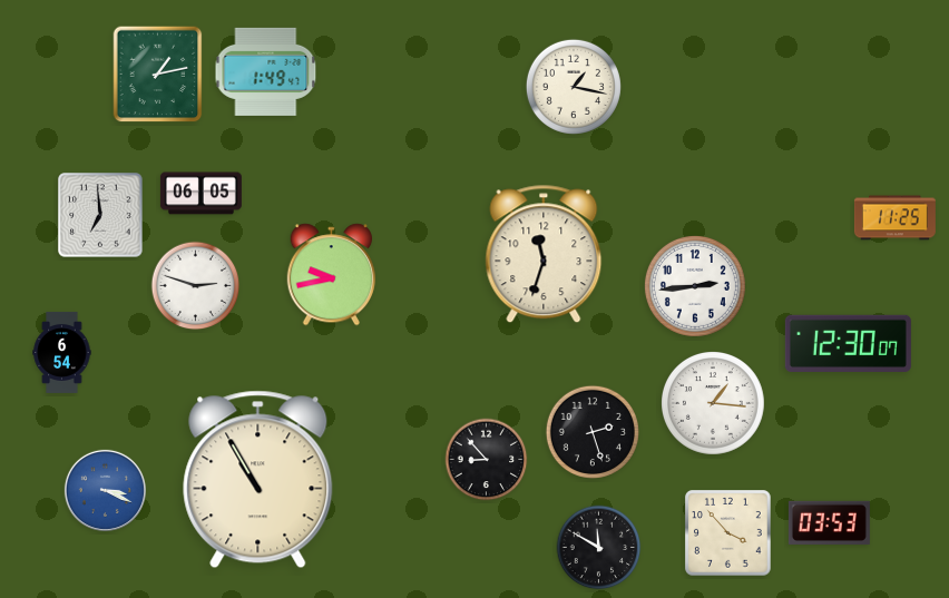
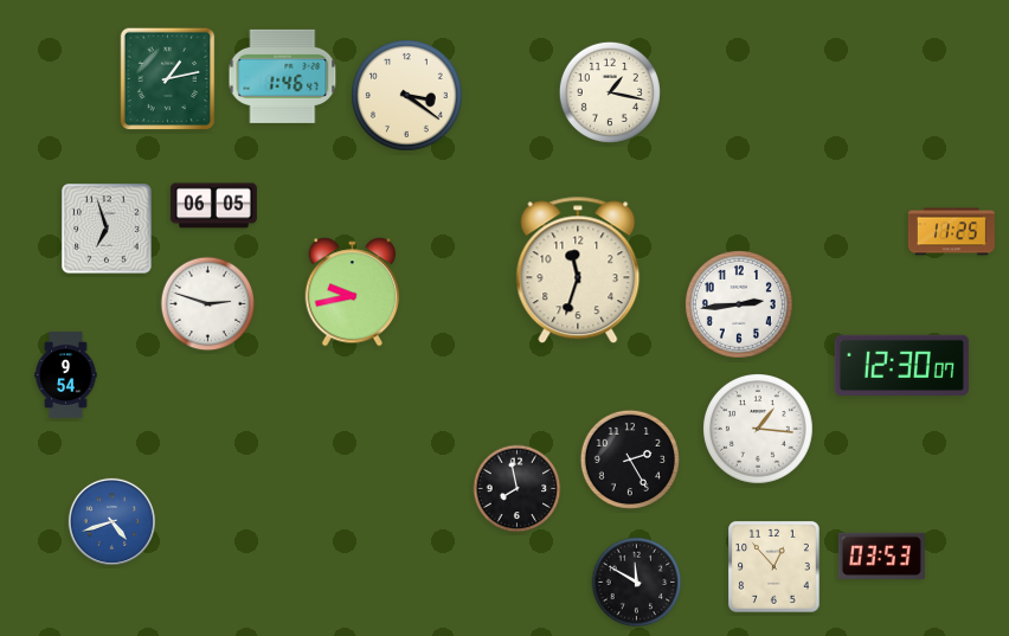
clock at (266, 71): 1:49 -> 1:46
clock at (407, 96): none -> 3:21
clock at (100, 215): 6:59 -> 6:57
clock at (62, 352): 6:54 -> 9:54
clock at (593, 432): 2:27 -> 2:25
clock at (487, 460): 8:53 -> 7:58
clock at (258, 480): 10:55 -> none
clock at (105, 490): 3:19 -> 4:42
clock at (728, 533): 3:53 -> 12:53
